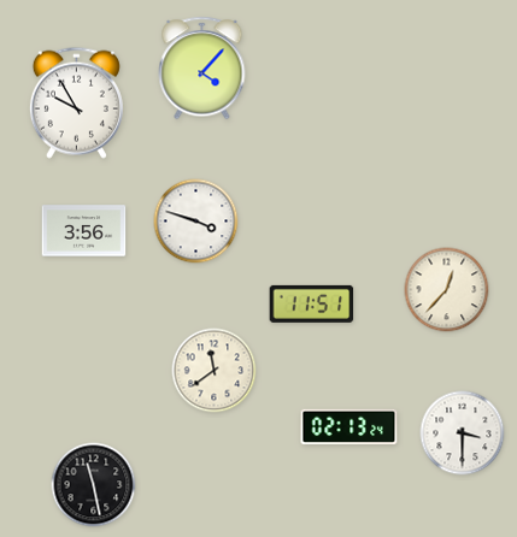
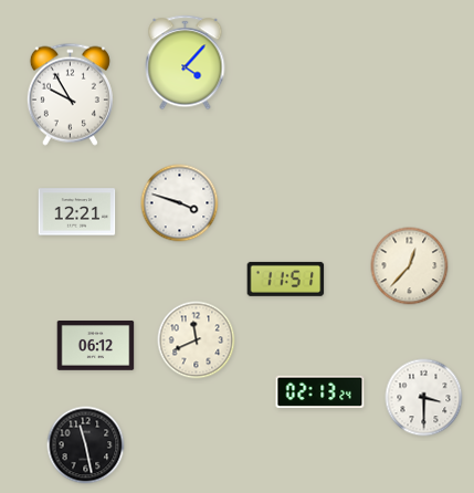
clock at (84, 231): 3:56 -> 12:21
clock at (215, 371): 11:39 -> 11:41
clock at (96, 346): none -> 06:12
